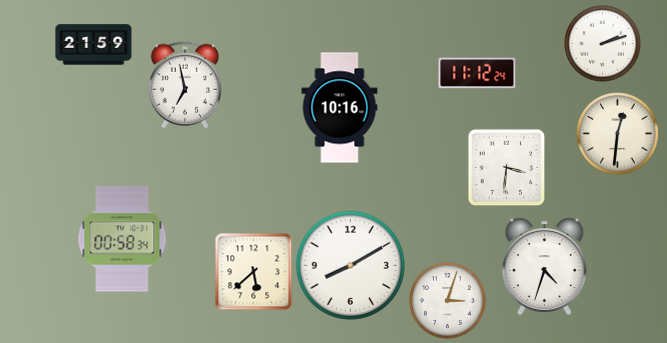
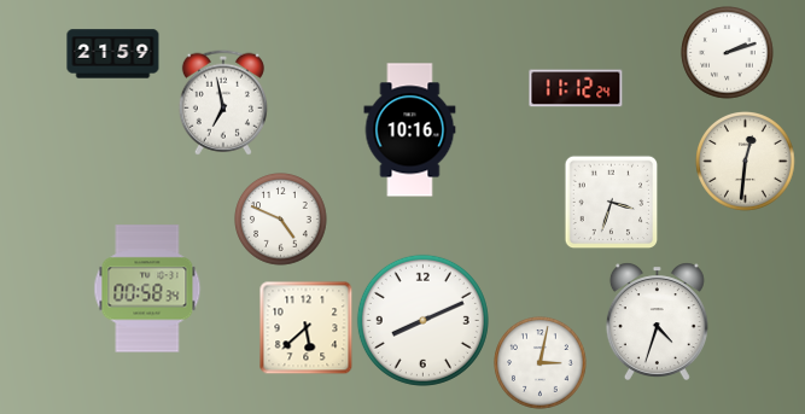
clock at (506, 167): 3:31 -> 3:33
clock at (281, 220): none -> 4:49
clock at (350, 265): 8:10 -> 8:11
clock at (448, 301): 3:03 -> 3:02
